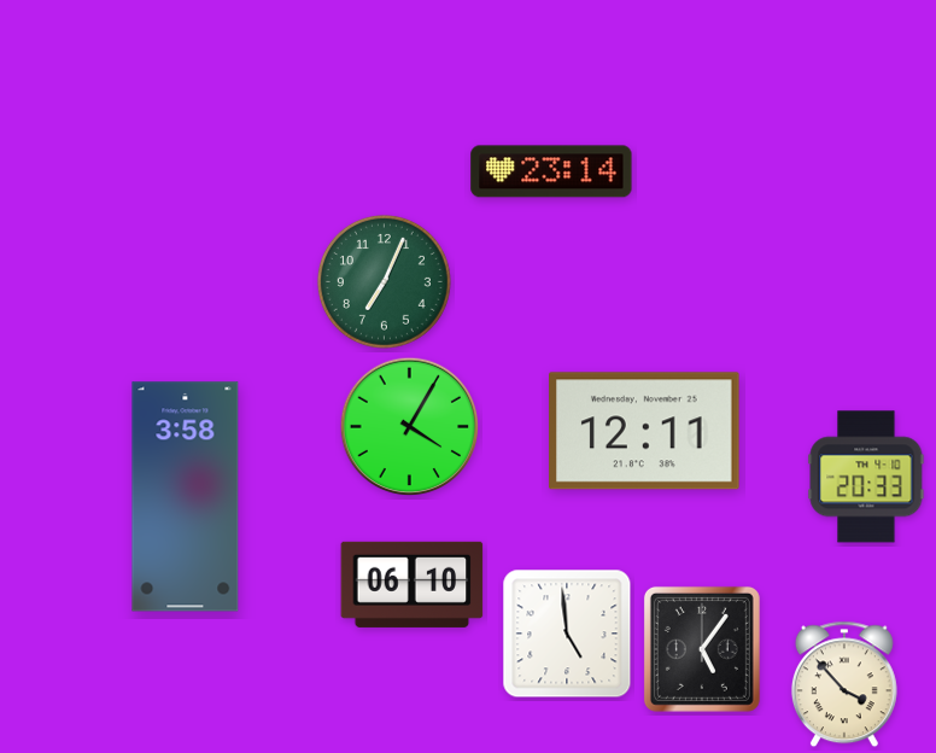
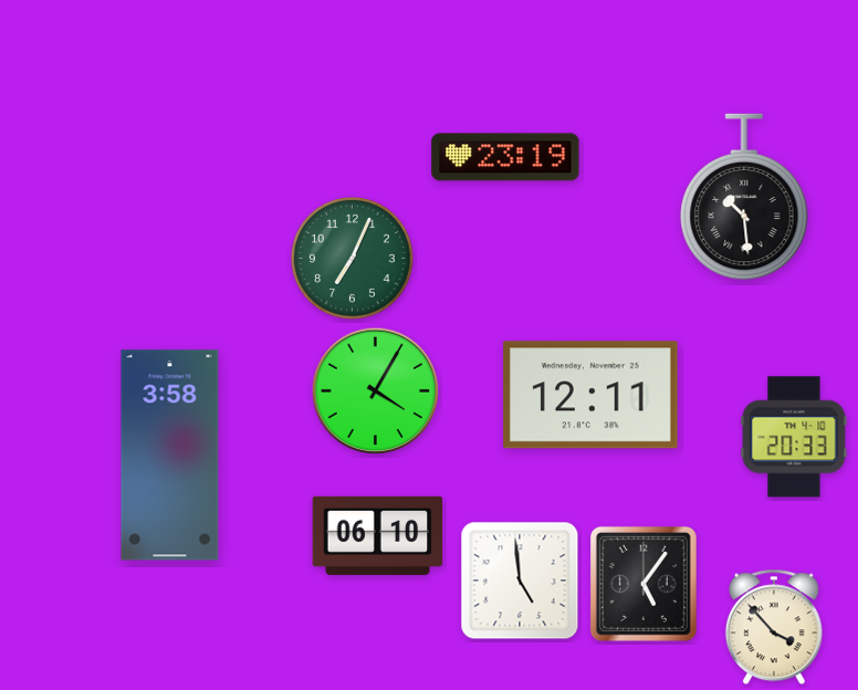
clock at (551, 171): 23:14 -> 23:19
clock at (744, 197): none -> 10:29
clock at (702, 649) position: (702, 649) -> (643, 584)
